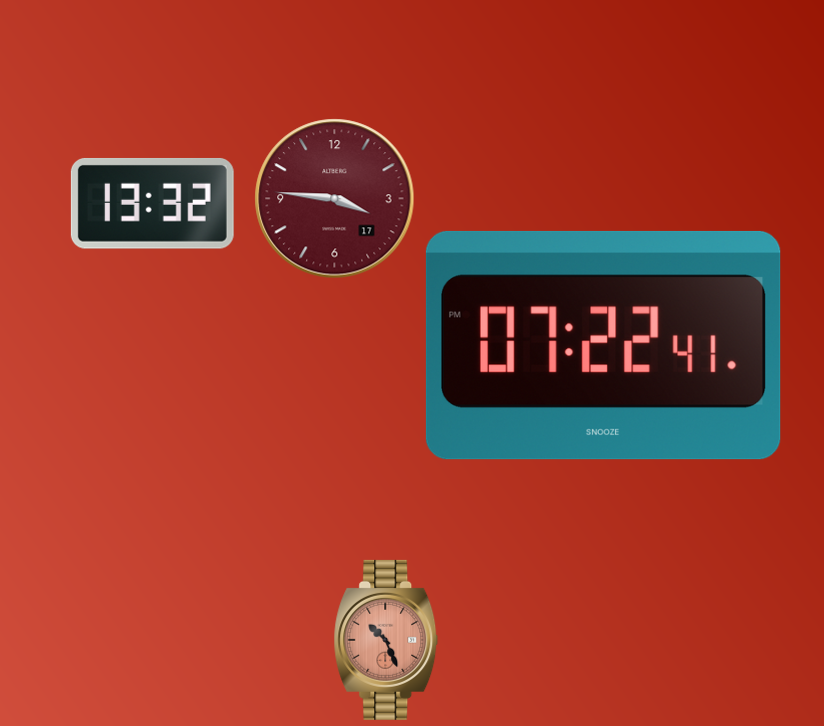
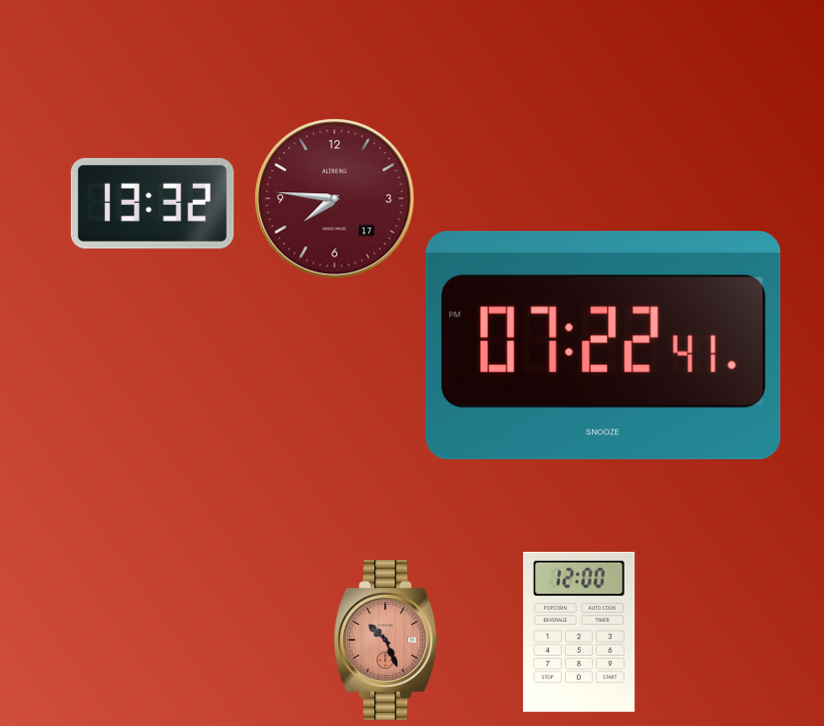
clock at (335, 199): 3:46 -> 7:46
clock at (580, 632): none -> 12:00
